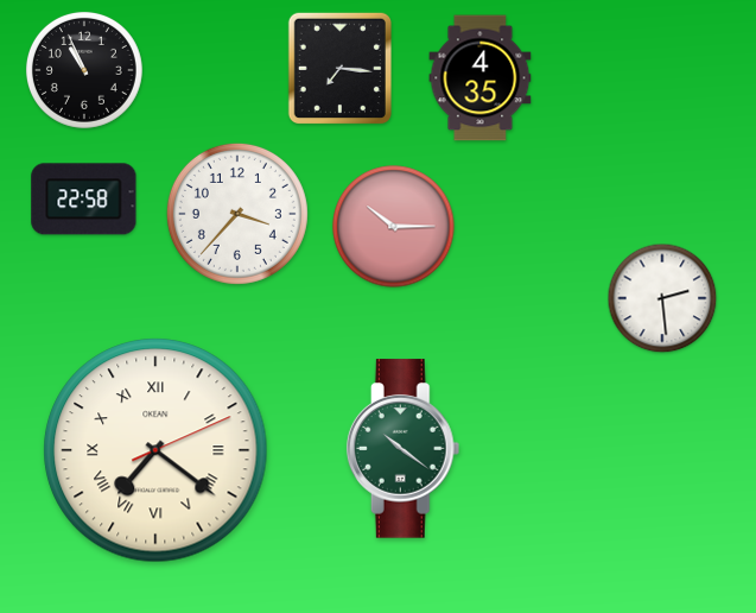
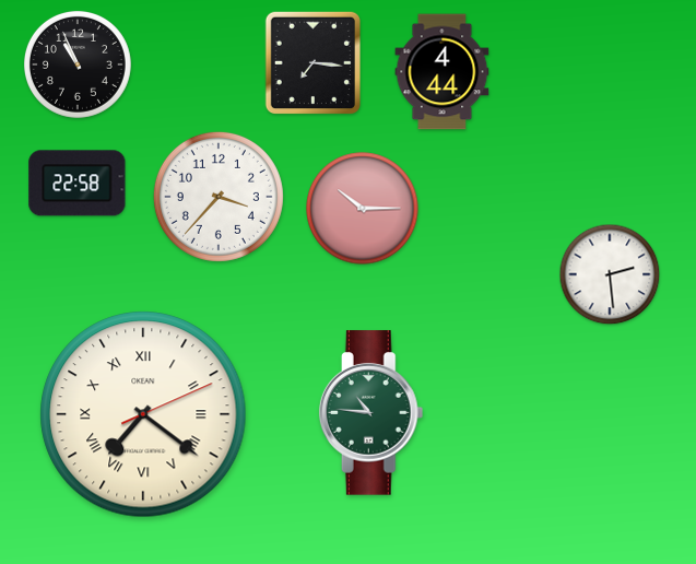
clock at (481, 78): 4:35 -> 4:44
clock at (404, 449): 10:21 -> 10:46
